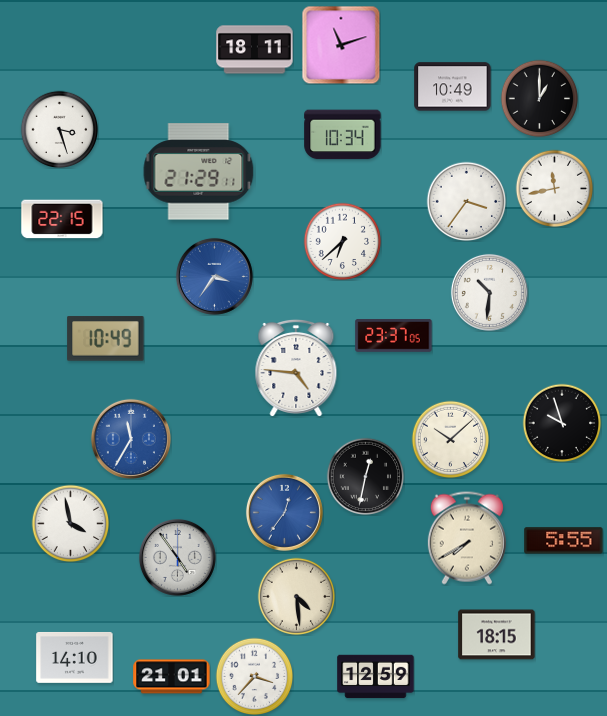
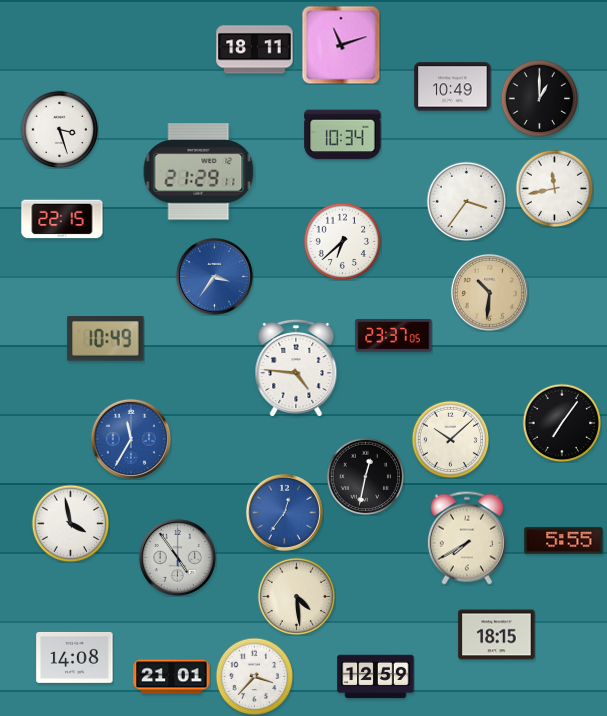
clock at (489, 292) dial: white -> champagne
clock at (562, 423): 9:57 -> 7:06
clock at (75, 657): 14:10 -> 14:08
